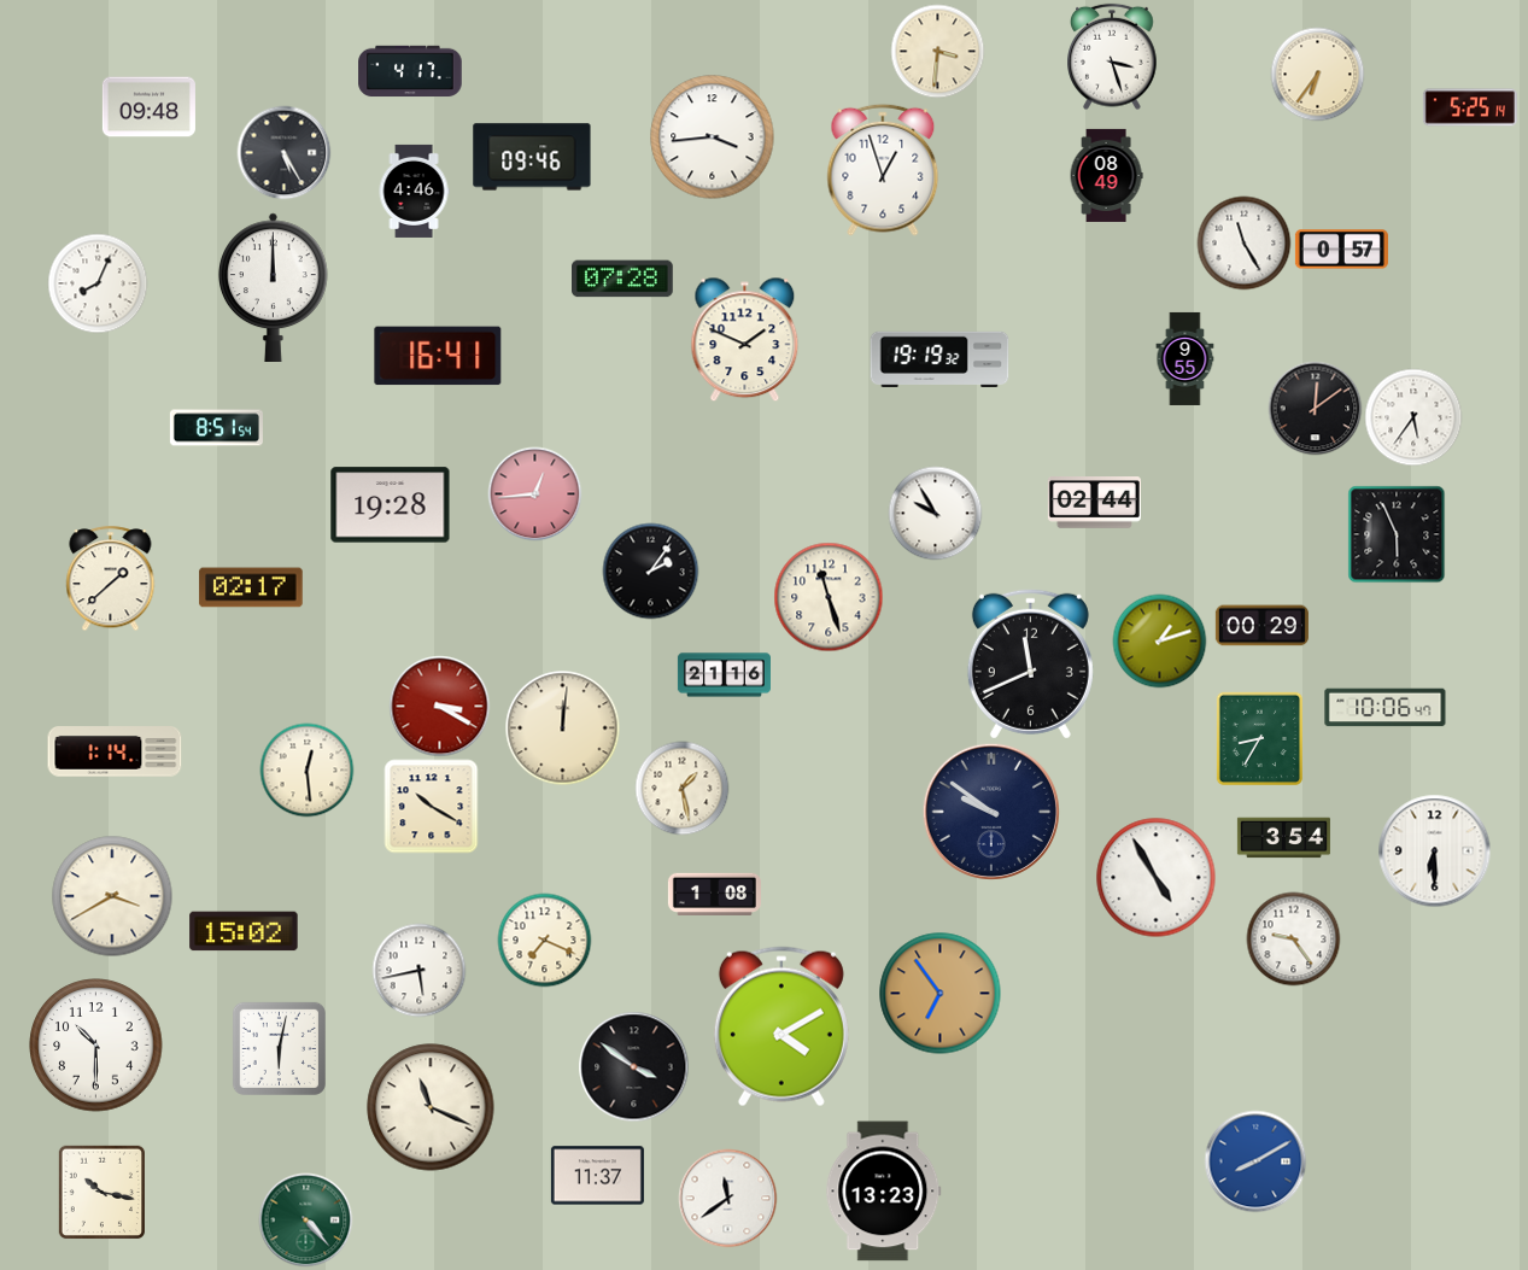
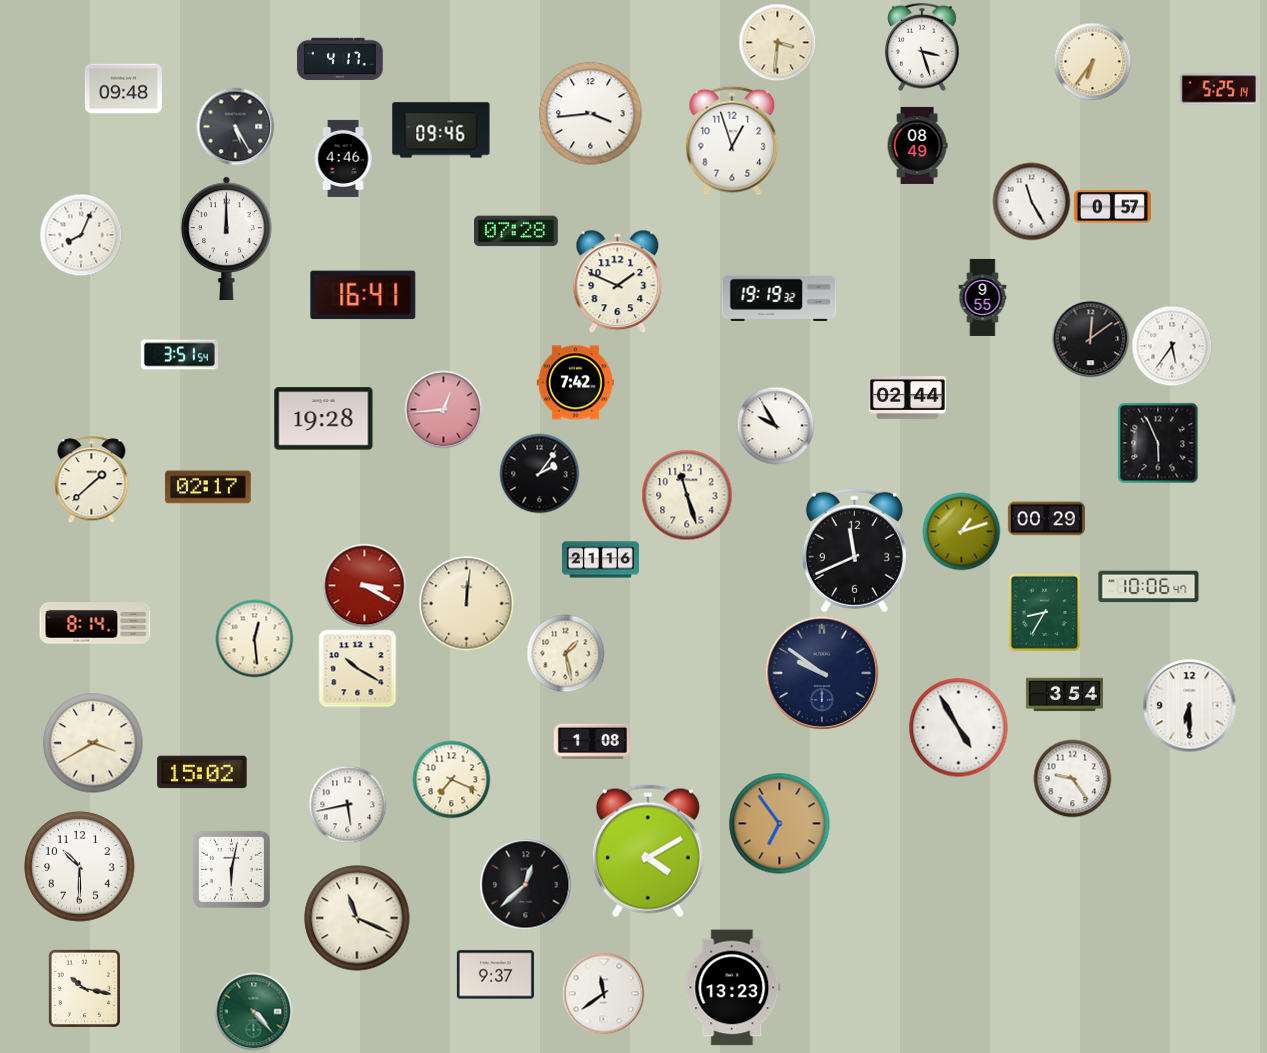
clock at (216, 428): 8:51 -> 3:51
clock at (575, 383): none -> 7:42
clock at (1094, 503) position: (1094, 503) -> (907, 398)
clock at (115, 751): 1:14 -> 8:14
clock at (633, 1066): 3:51 -> 12:38
clock at (1255, 1161): 8:10 -> none
clock at (597, 1176): 11:37 -> 9:37
